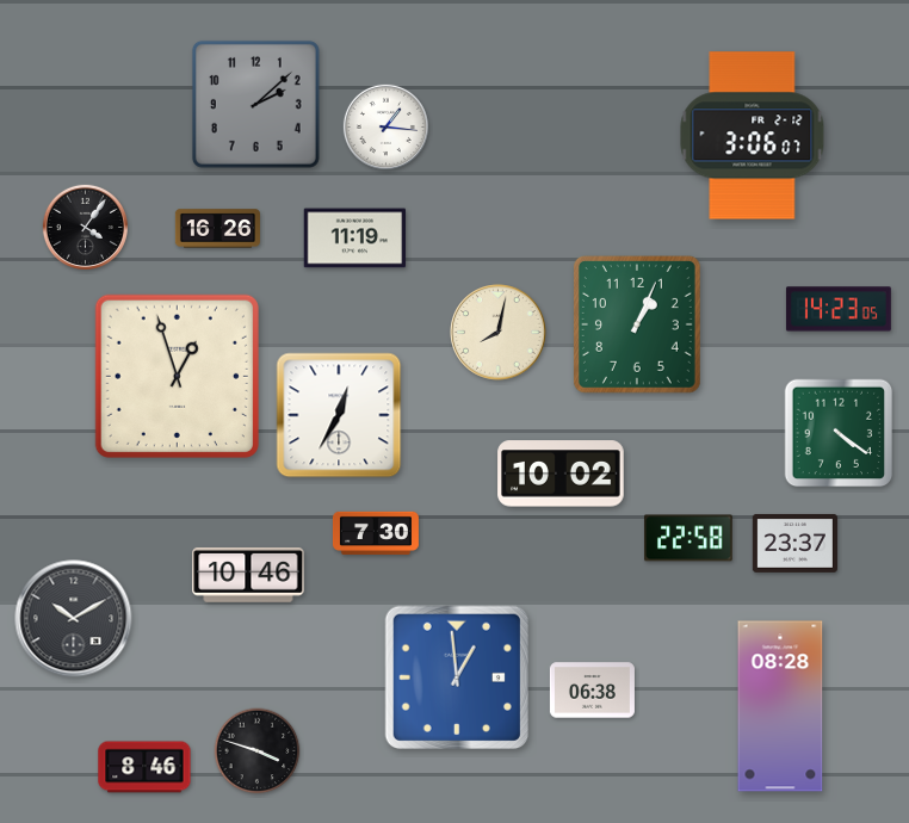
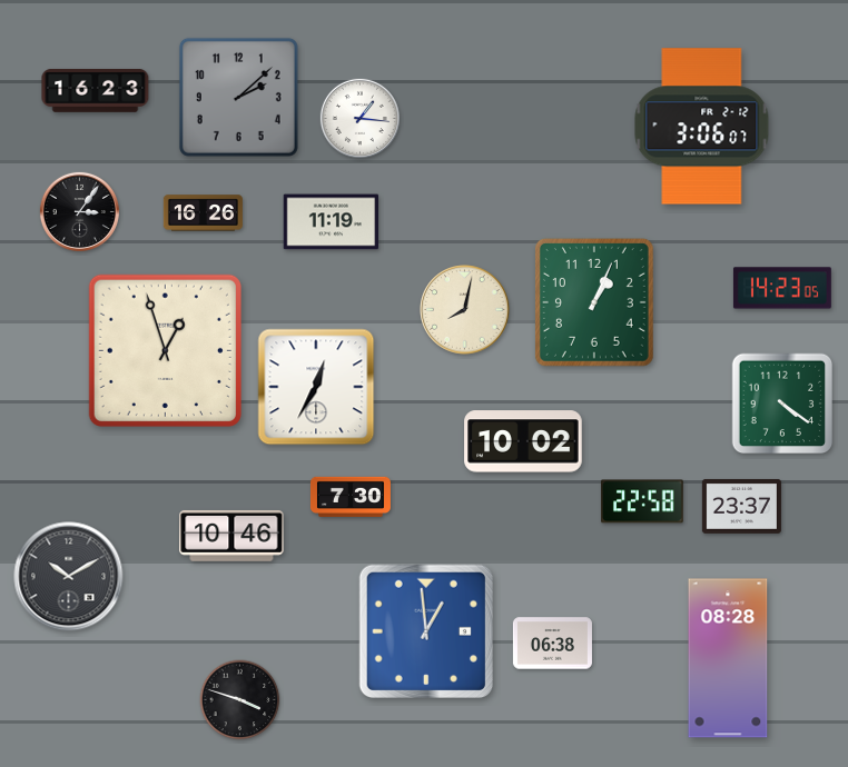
clock at (96, 91): none -> 16:23
clock at (85, 227): 4:06 -> 3:06
clock at (144, 767): 8:46 -> none
